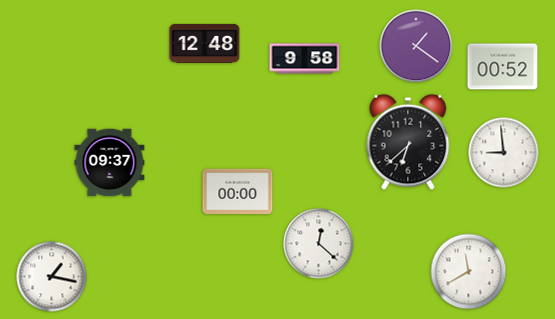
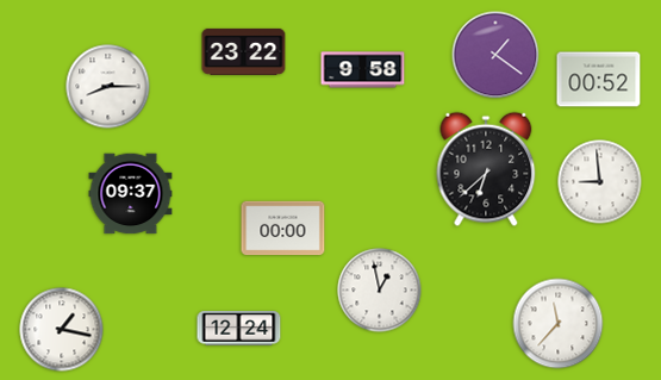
clock at (205, 43): 12:48 -> 23:22
clock at (108, 87): none -> 8:15
clock at (319, 244): 12:22 -> 12:58
clock at (469, 272): 11:40 -> 11:37
clock at (239, 329): none -> 12:24
